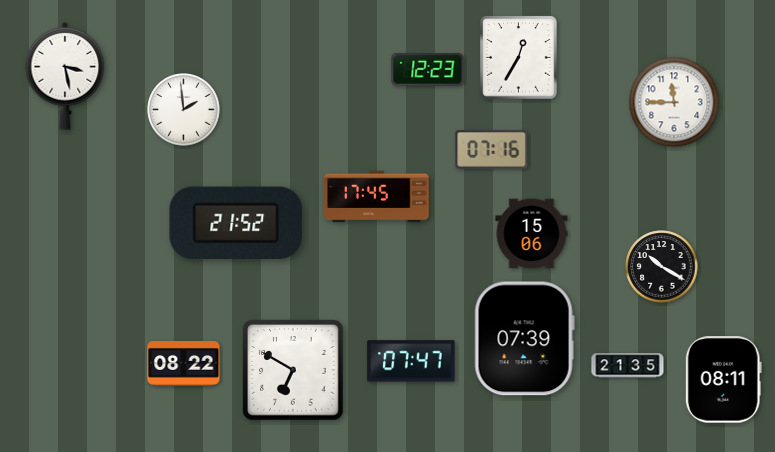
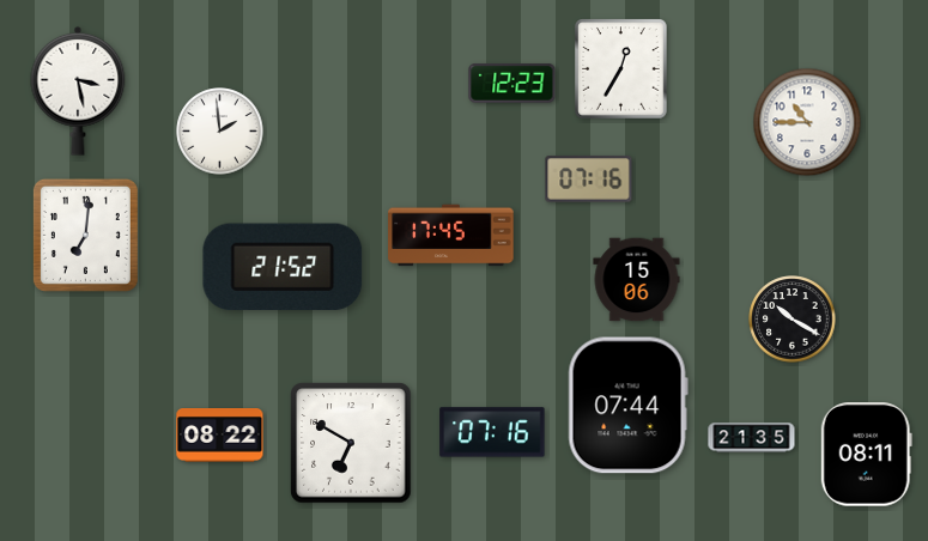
clock at (674, 102): 11:45 -> 10:45
clock at (85, 235): none -> 7:01
clock at (524, 339): 07:39 -> 07:44
clock at (411, 361): 07:47 -> 07:16
